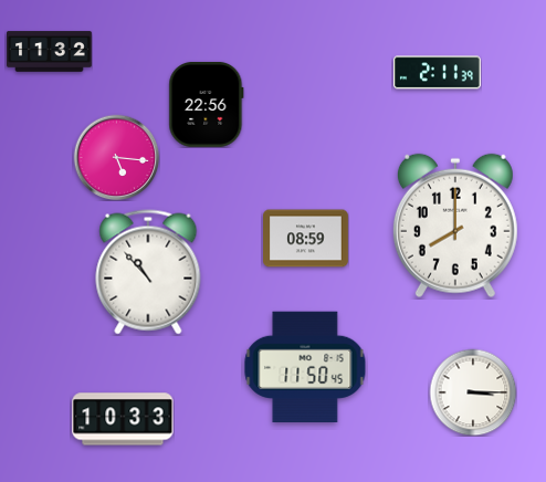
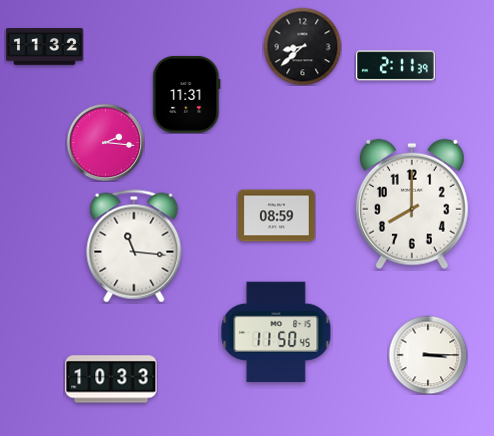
clock at (302, 46): none -> 8:38
clock at (207, 104): 22:56 -> 11:31
clock at (116, 157): 5:16 -> 2:16
clock at (148, 272): 10:53 -> 11:16
